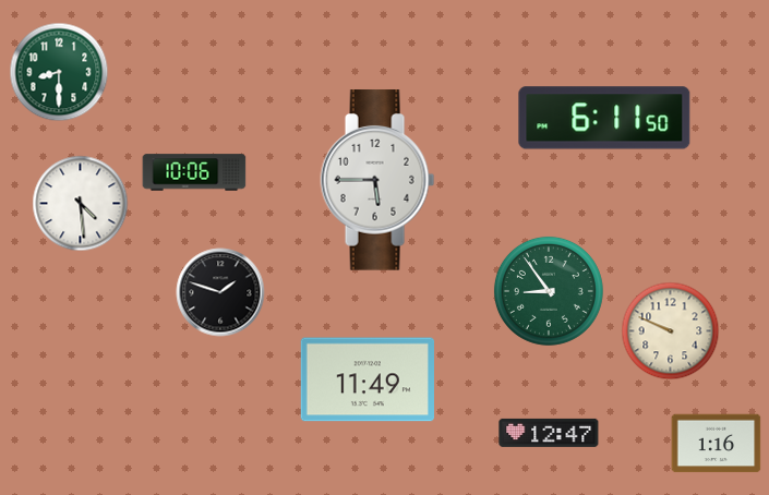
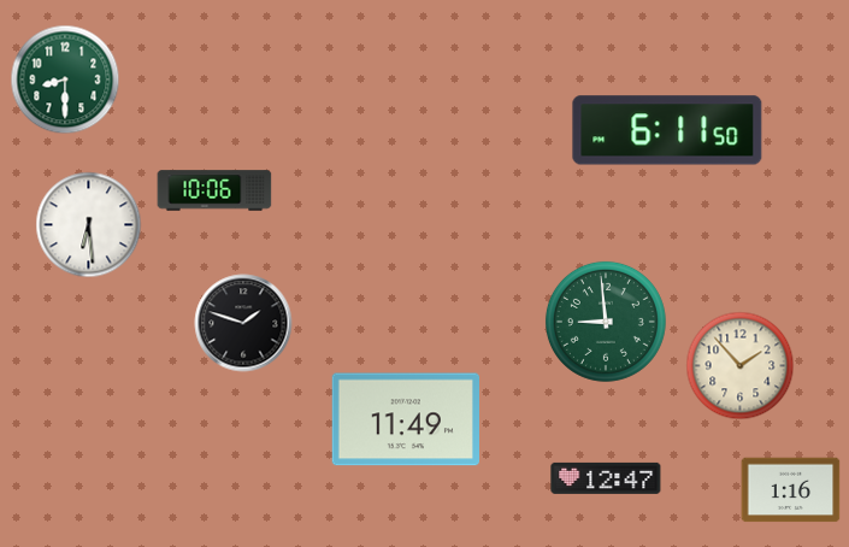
clock at (377, 180): 5:45 -> none
clock at (81, 204): 4:29 -> 6:29
clock at (549, 291): 8:54 -> 8:59
clock at (671, 331): 9:49 -> 1:53
